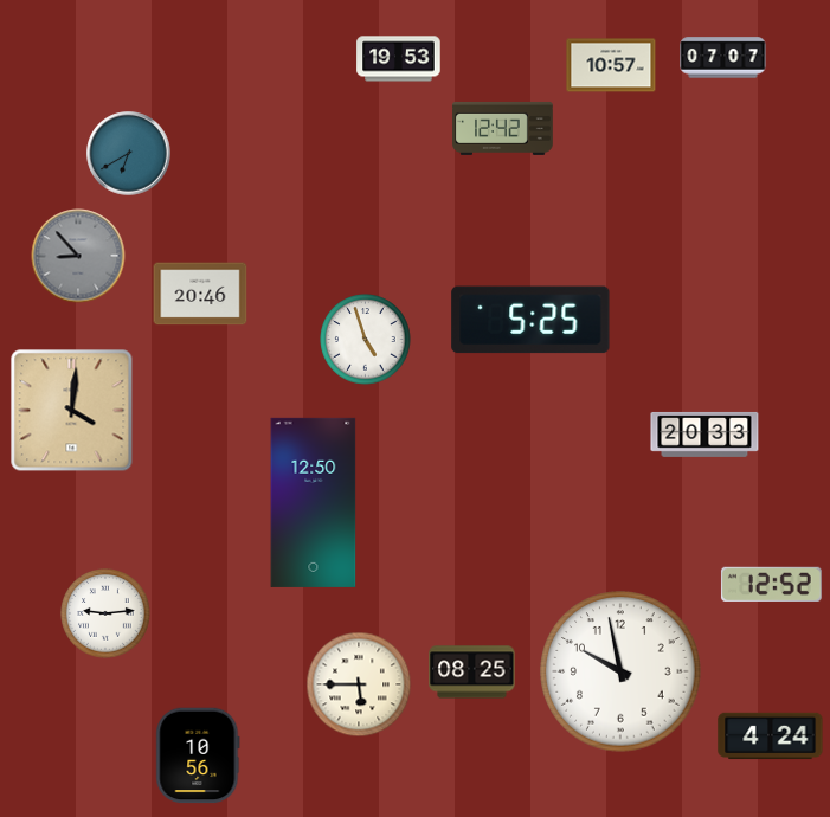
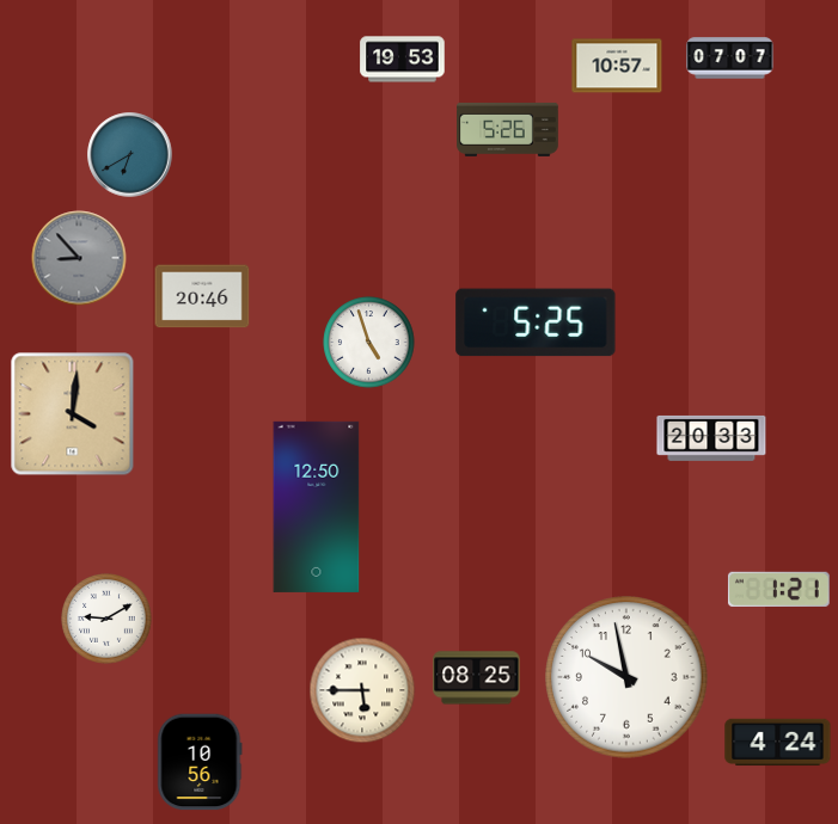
clock at (503, 128): 12:42 -> 5:26
clock at (771, 584): 12:52 -> 1:21
clock at (105, 613): 9:14 -> 9:10
